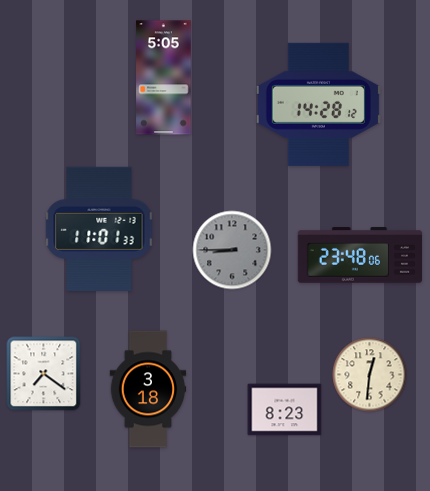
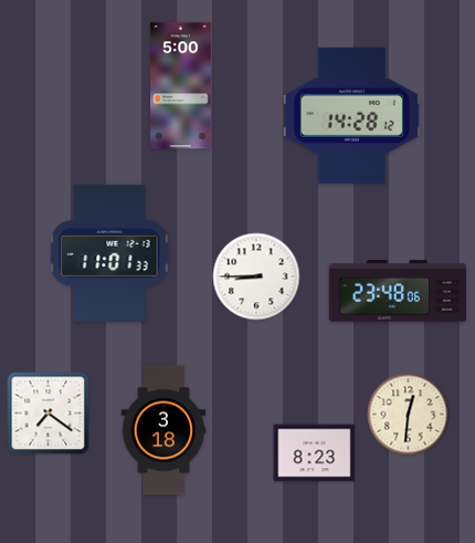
clock at (164, 78): 5:05 -> 5:00
clock at (232, 250) dial: grey -> white
clock at (359, 255) position: (359, 255) -> (397, 291)
